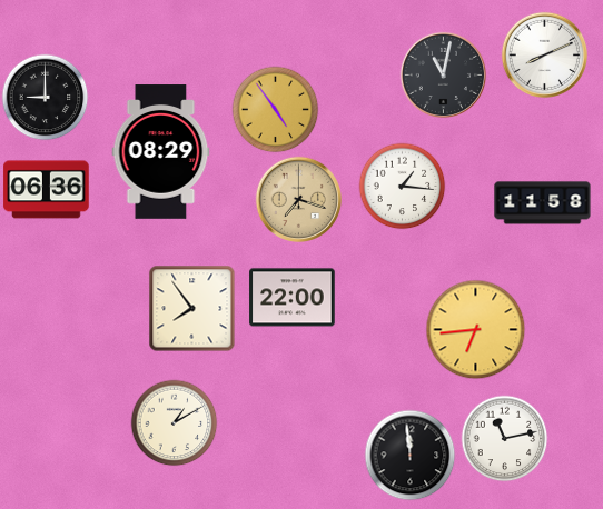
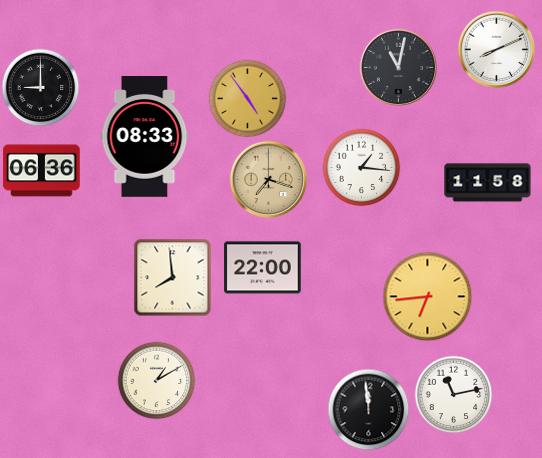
clock at (544, 54) position: (544, 54) -> (496, 49)
clock at (161, 152): 08:29 -> 08:33
clock at (191, 308): 7:54 -> 7:59
